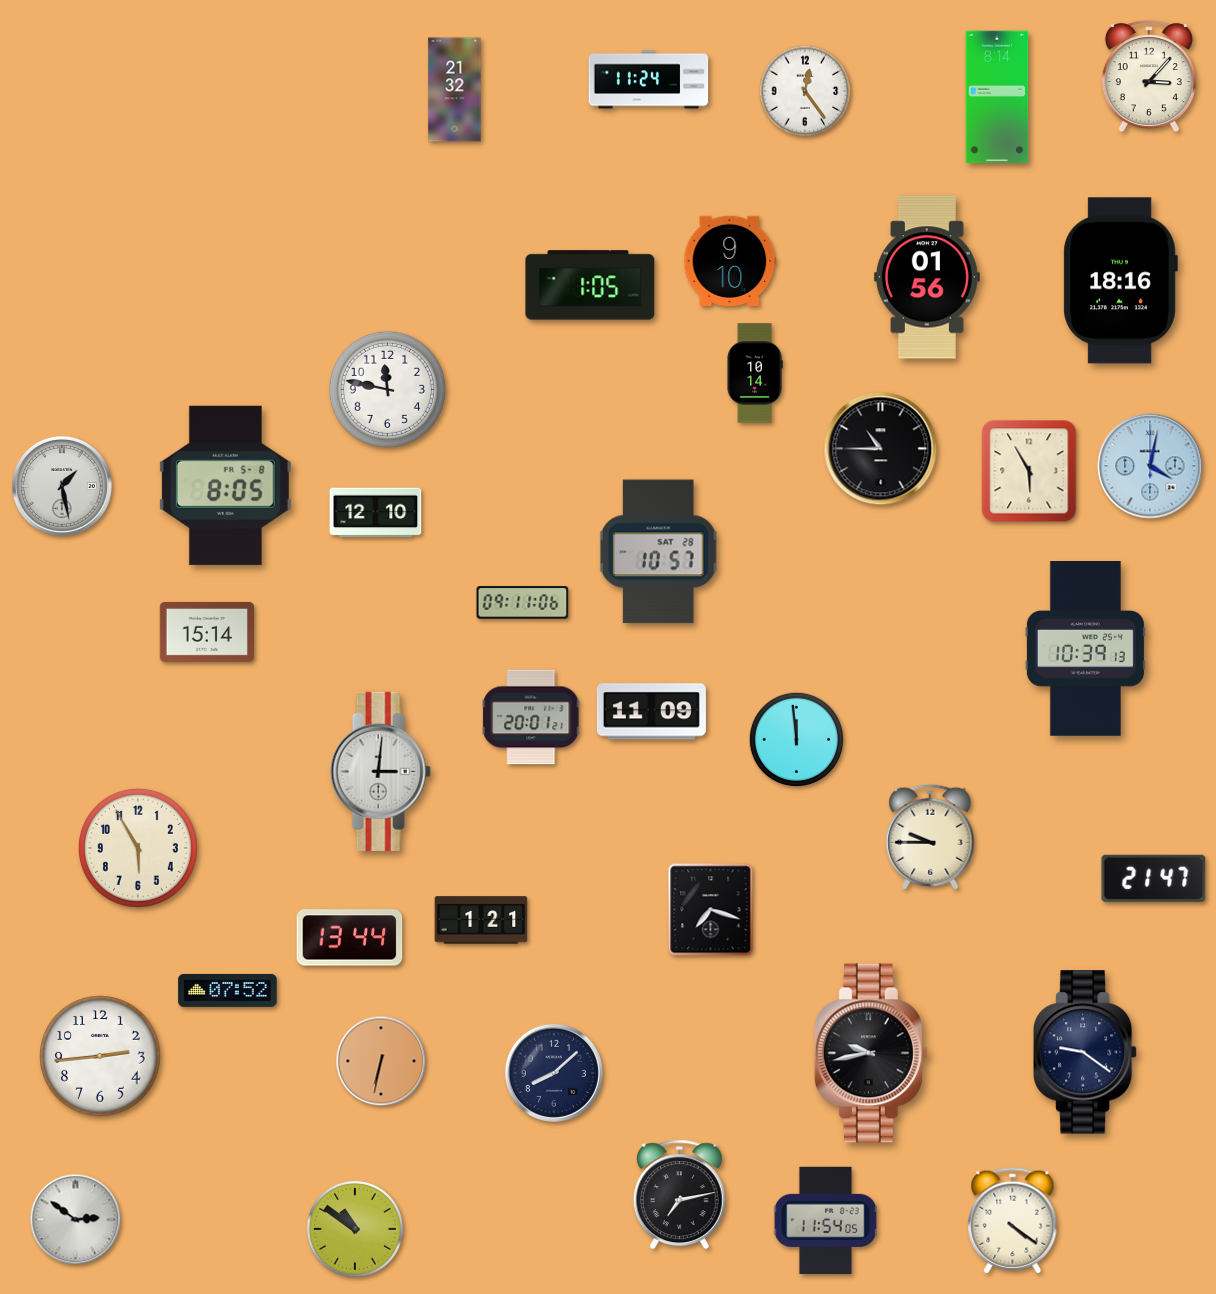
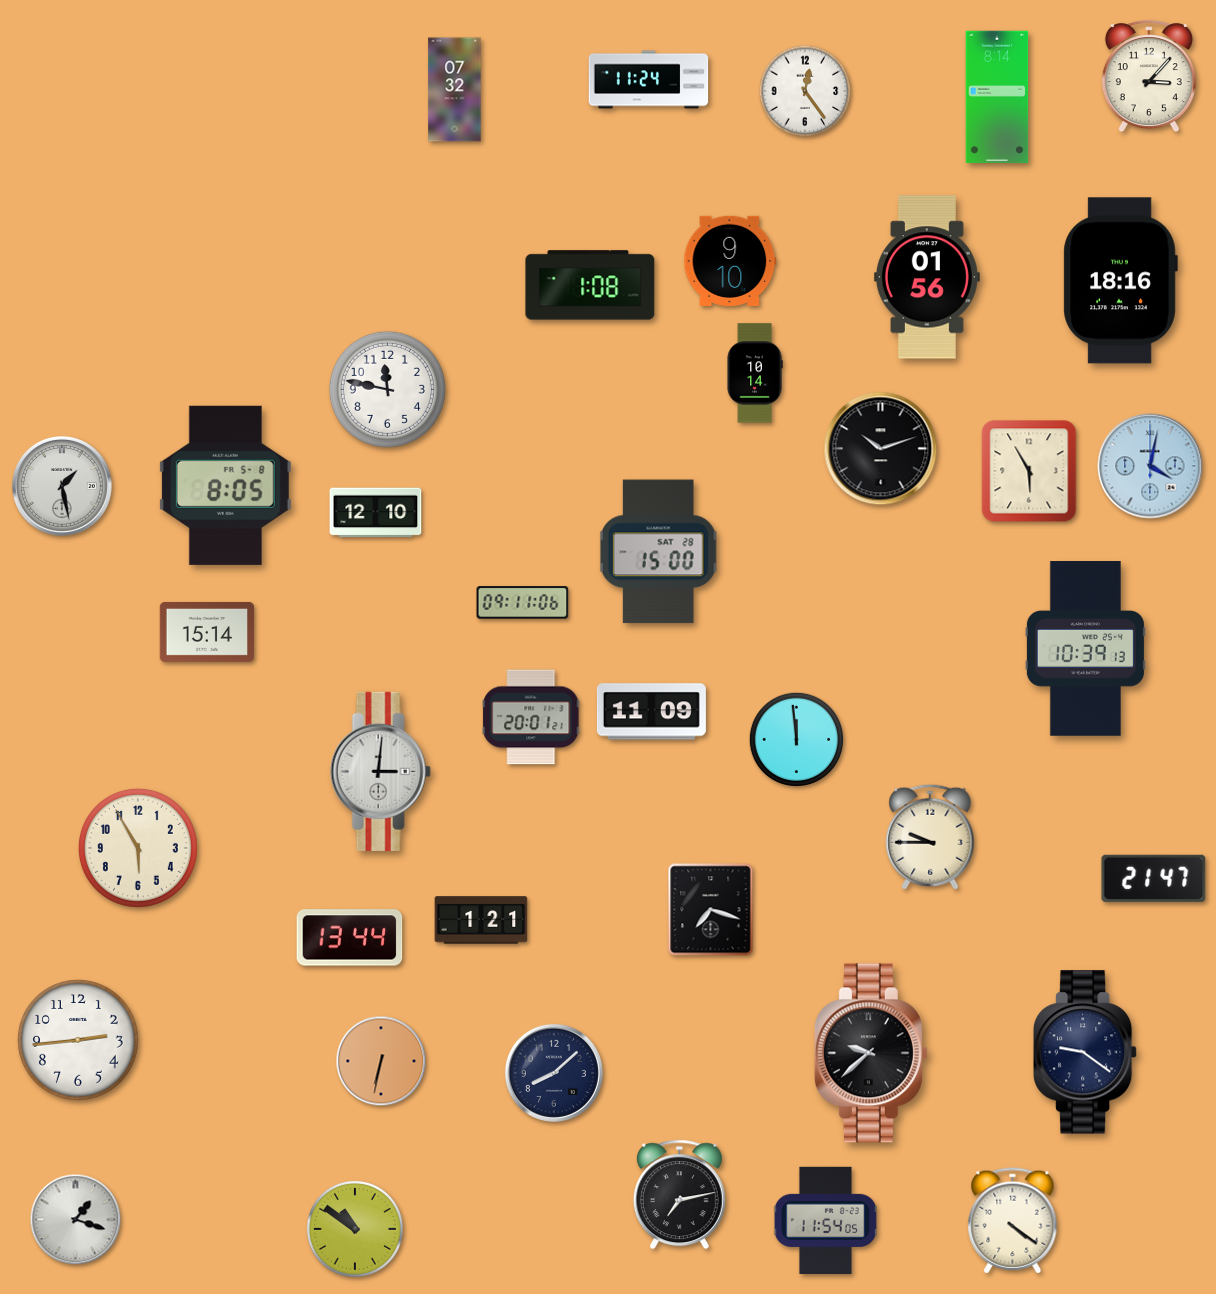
clock at (455, 90): 21:32 -> 07:32
clock at (590, 285): 1:05 -> 1:08
clock at (881, 449): 10:45 -> 10:12
clock at (658, 552): 10:57 -> 15:00
clock at (228, 990): 07:52 -> none
clock at (871, 1053): 9:43 -> 9:38
clock at (100, 1056) position: (100, 1056) -> (78, 1040)
clock at (76, 1220): 2:51 -> 1:18
